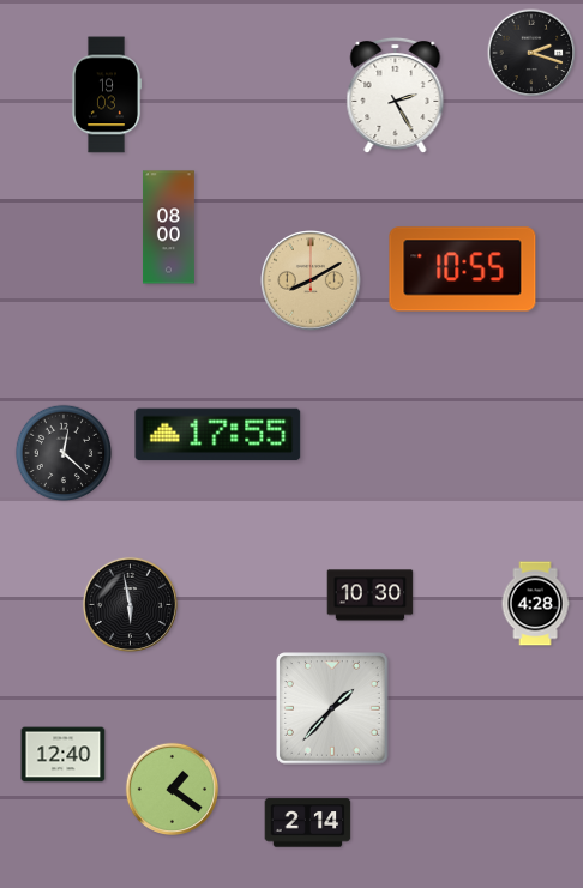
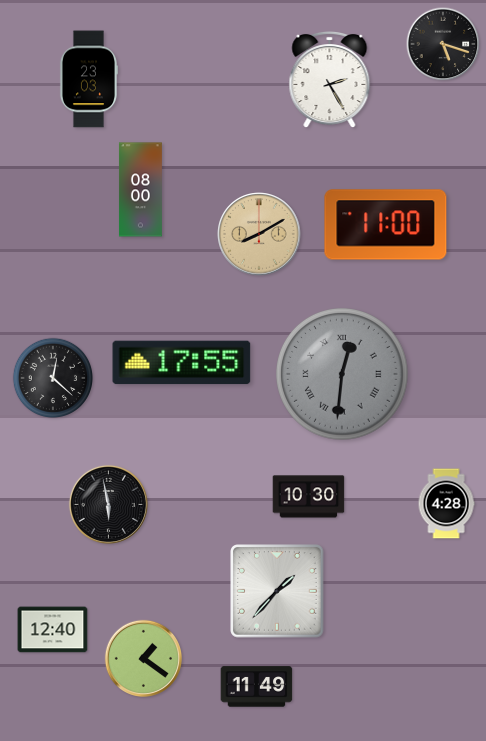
clock at (531, 53): 2:18 -> 5:18
clock at (106, 95): 19:03 -> 23:03
clock at (463, 270): 10:55 -> 11:00
clock at (343, 375): none -> 12:31
clock at (308, 823): 2:14 -> 11:49
